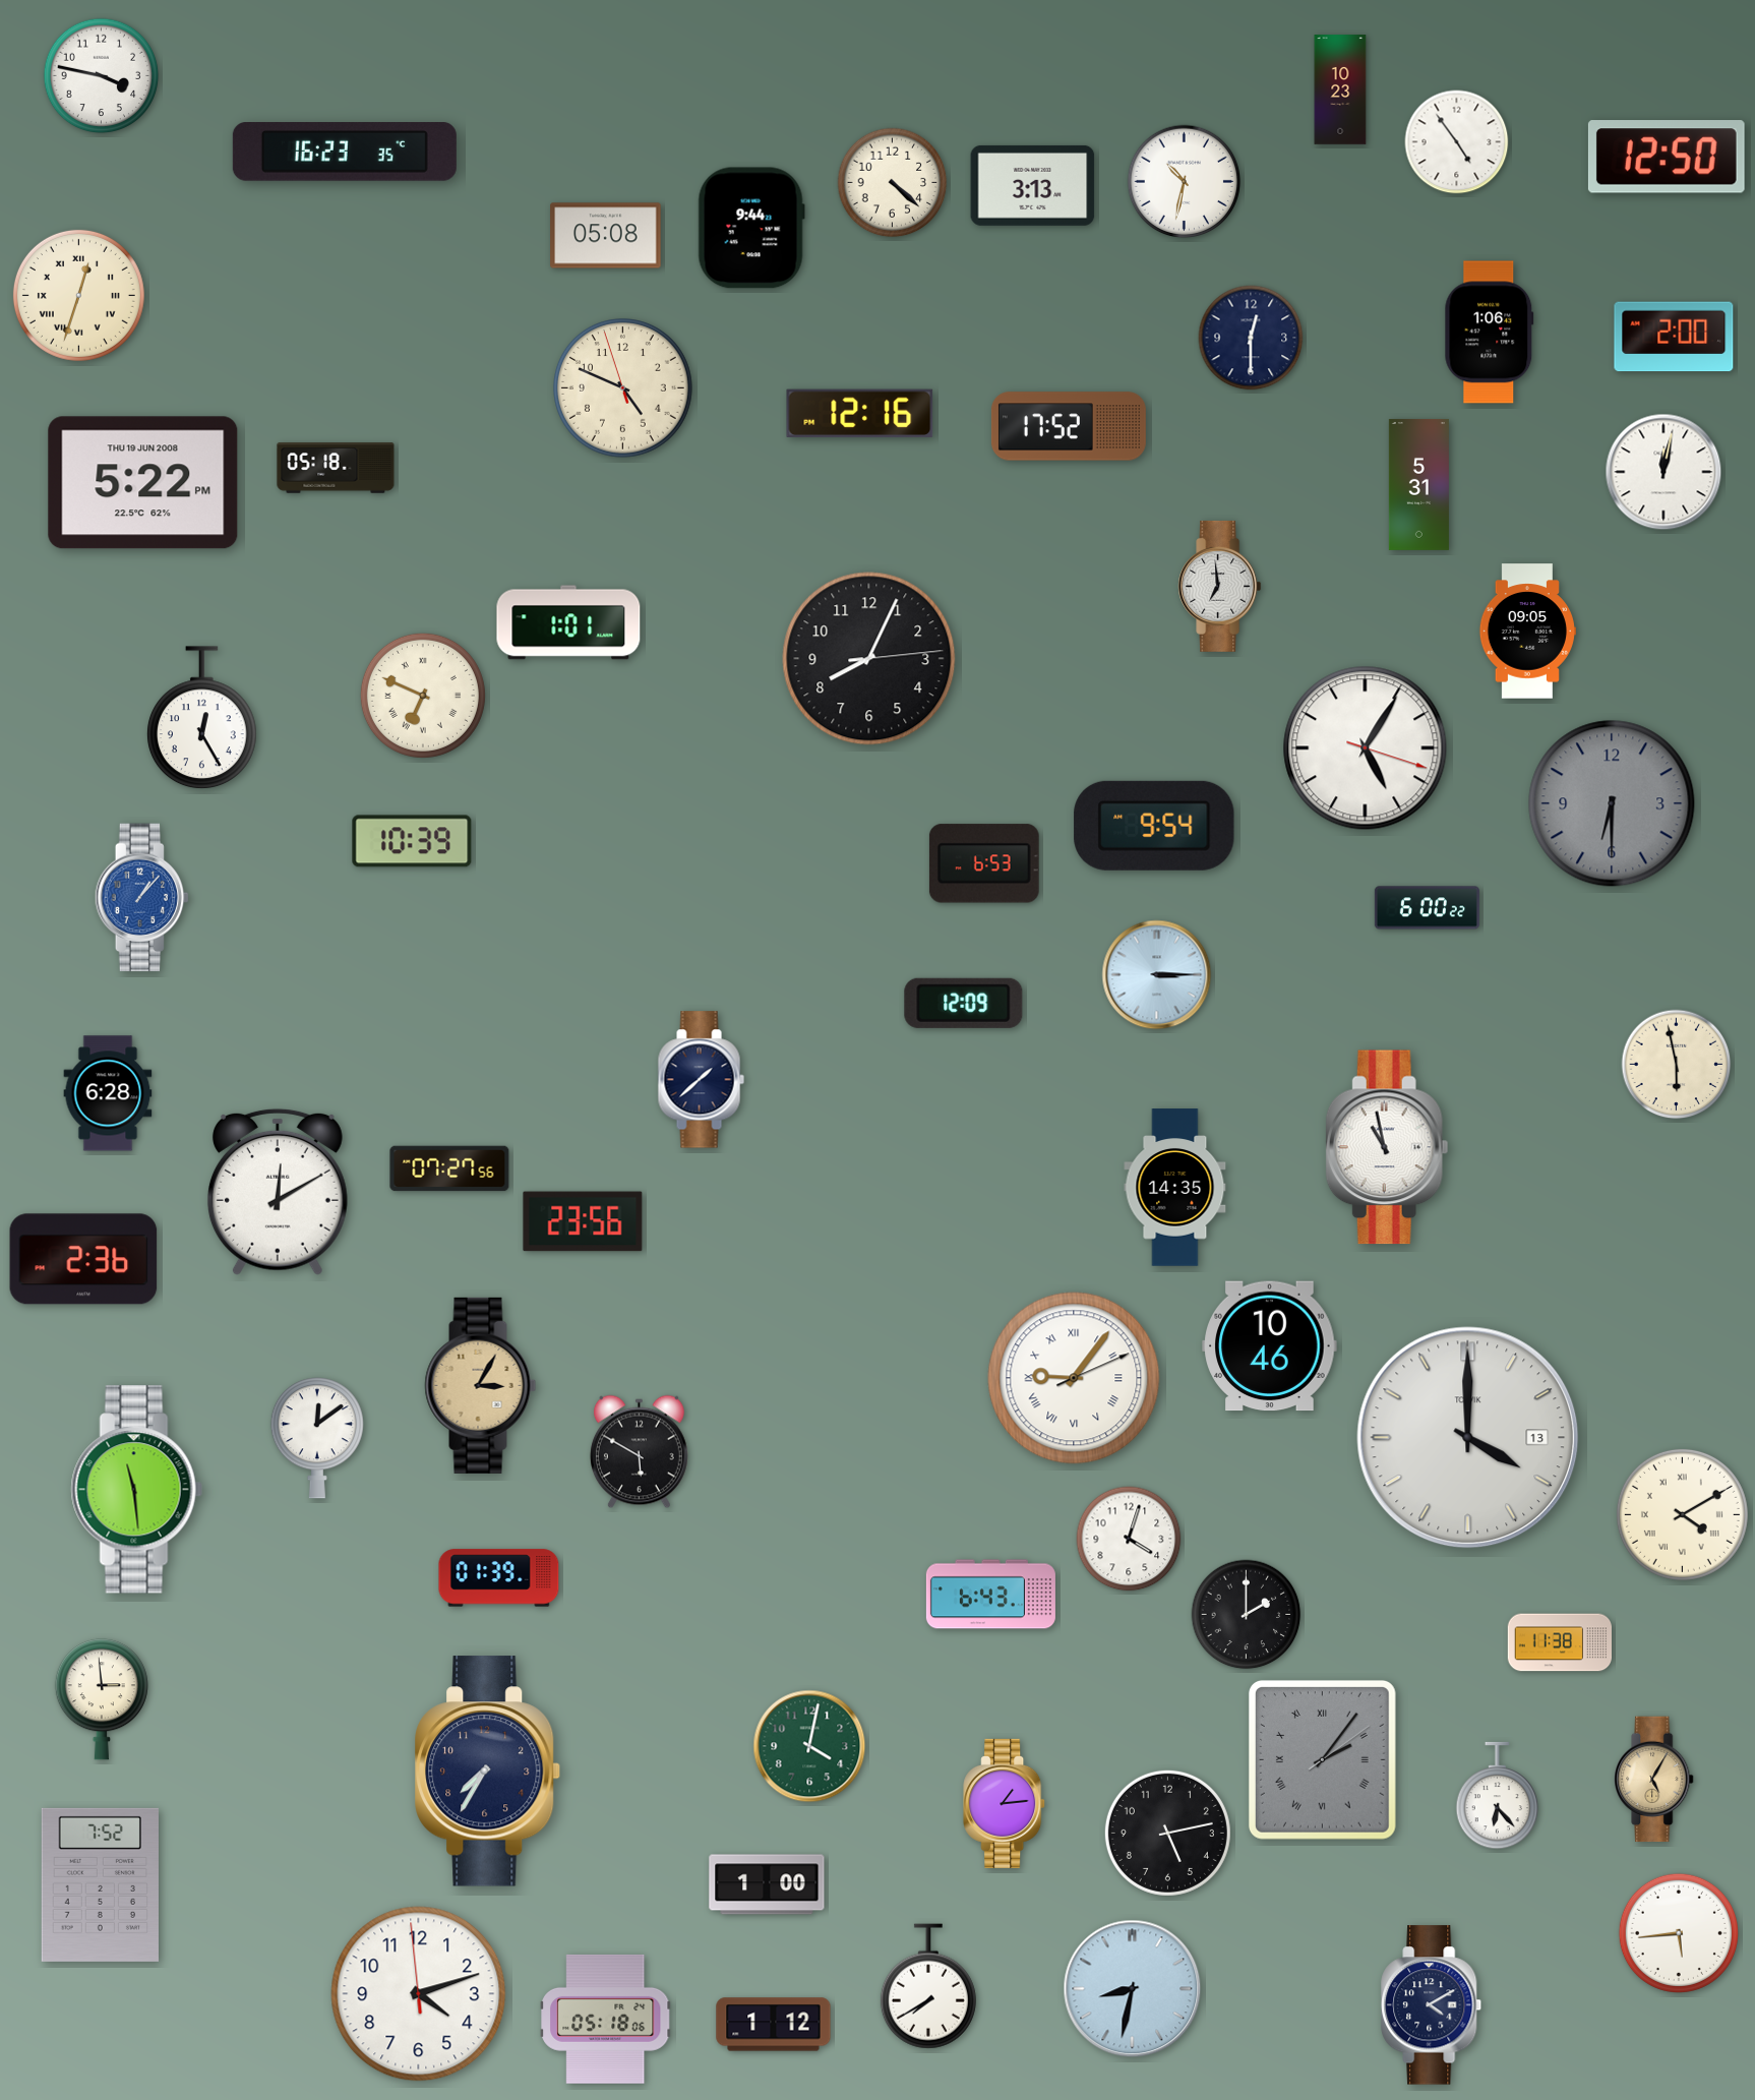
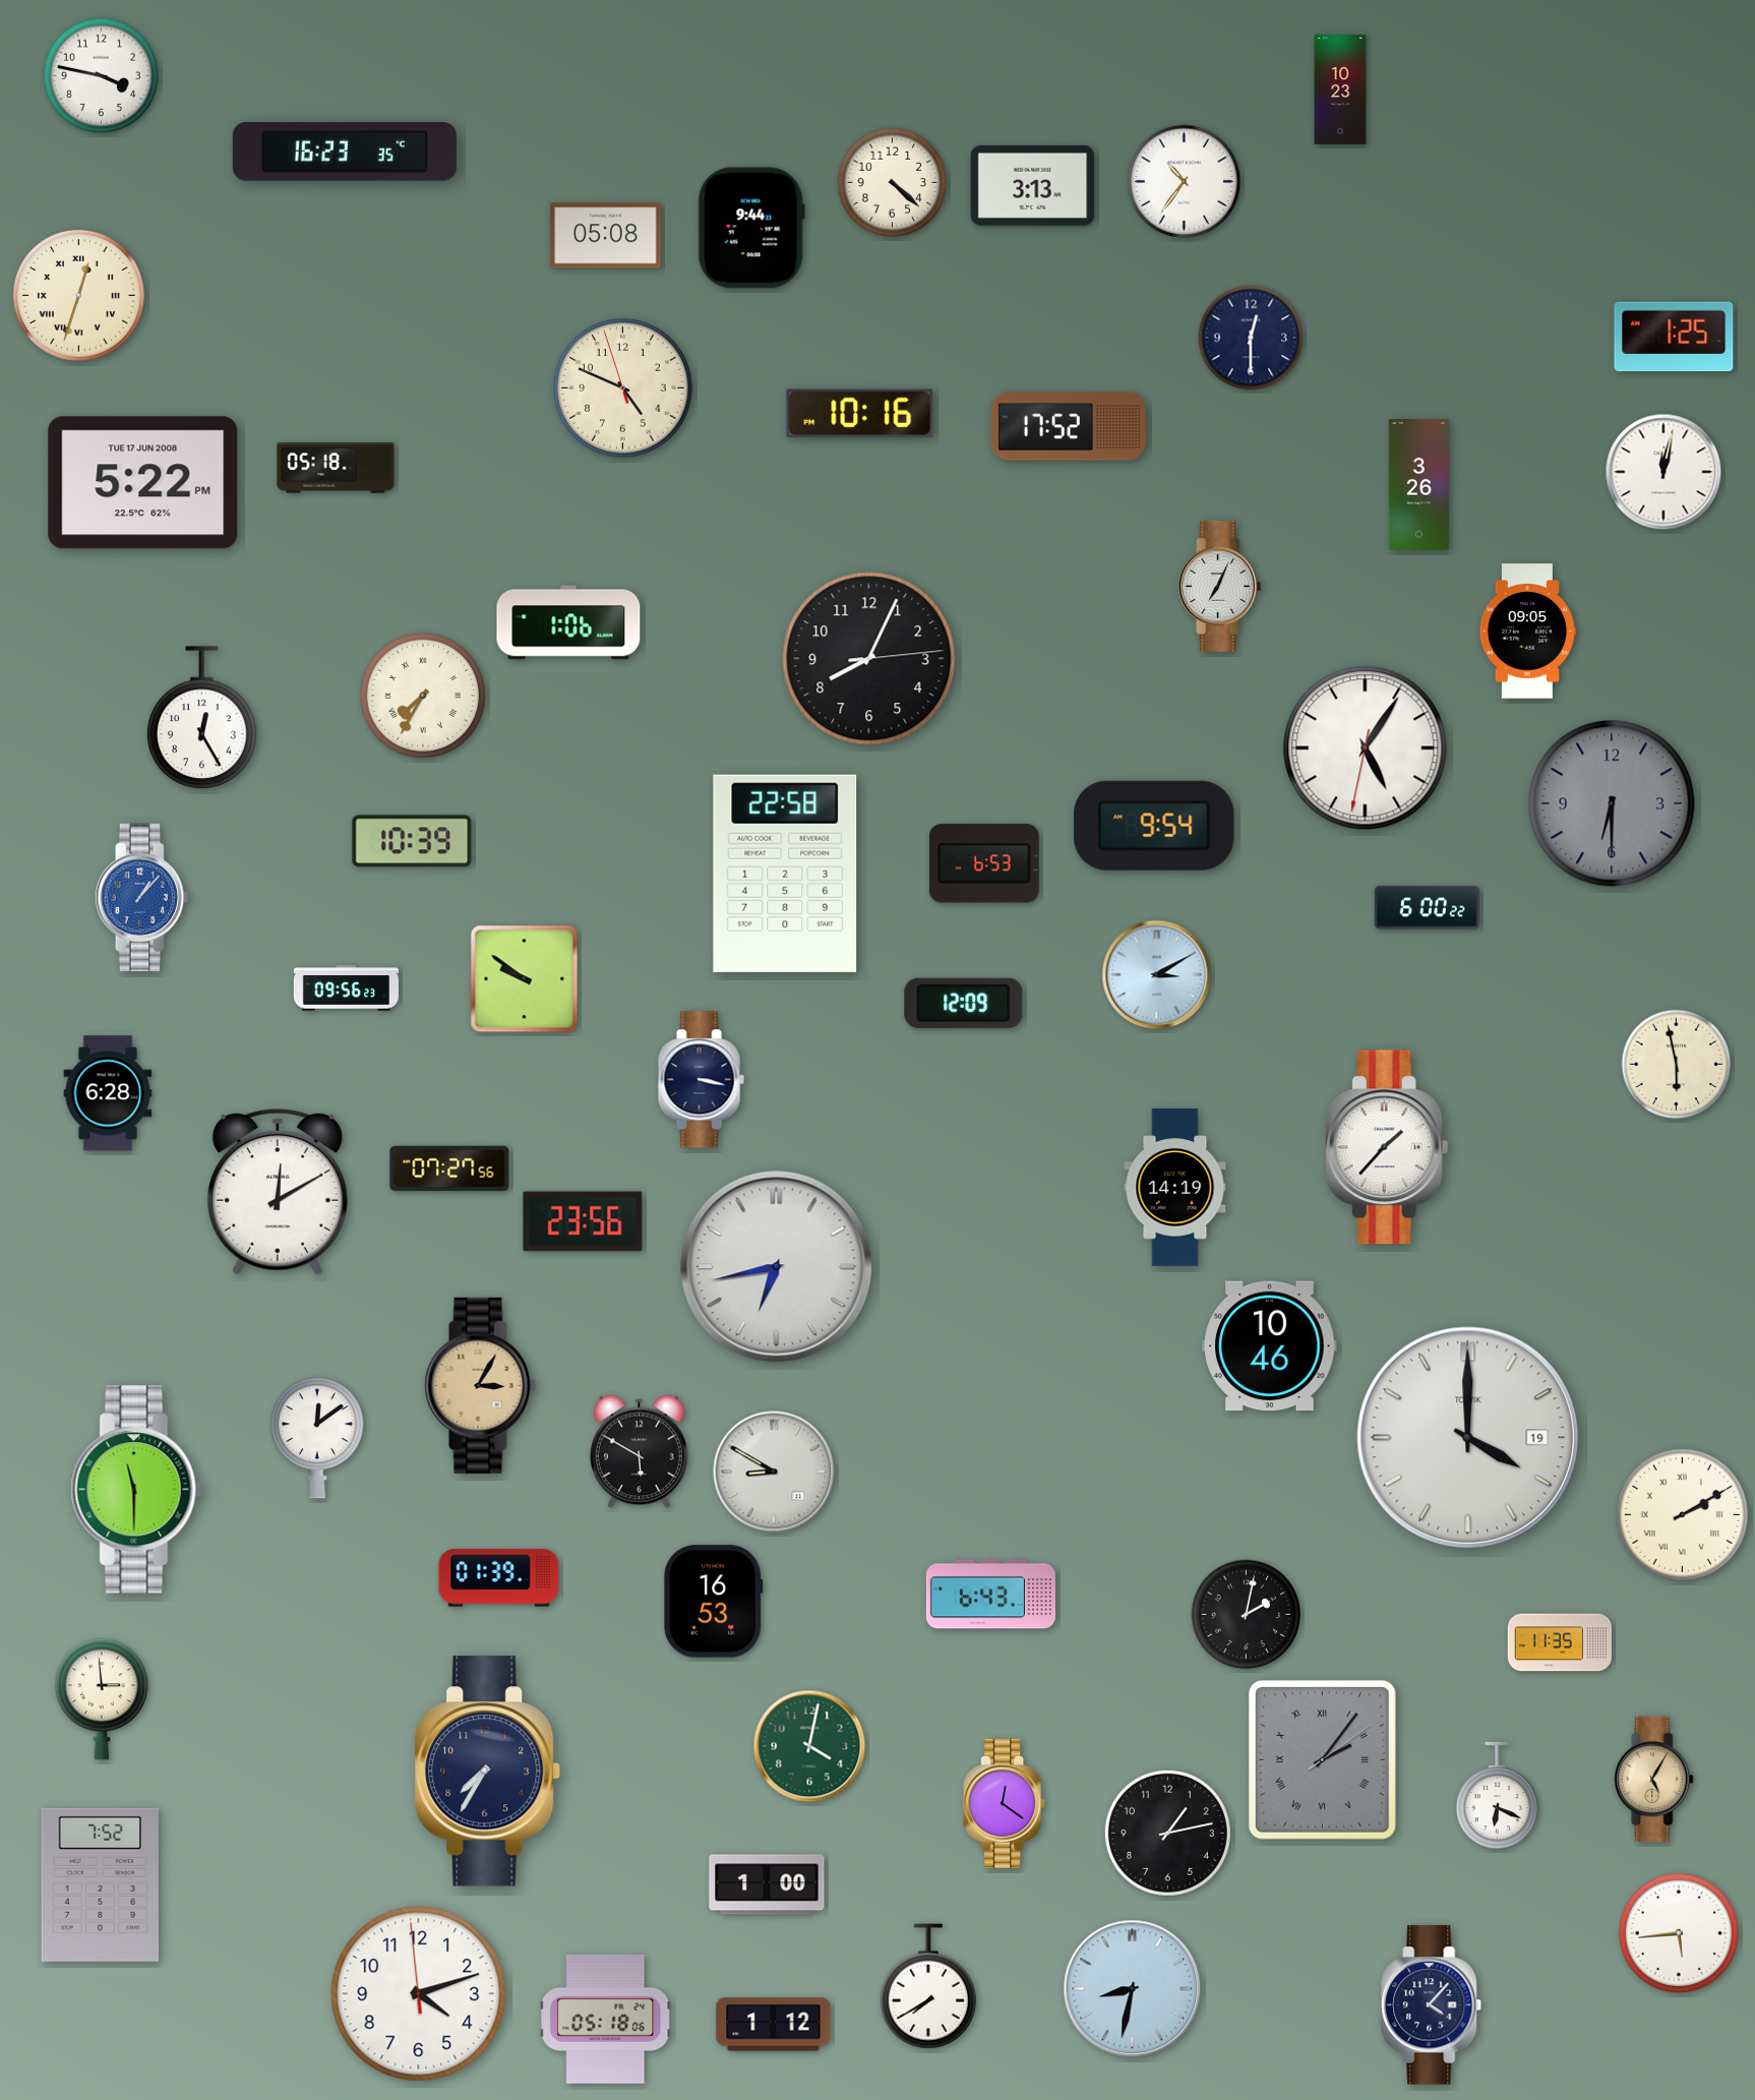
clock at (1457, 142): 4:54 -> none
clock at (1667, 157): 12:50 -> none
clock at (1185, 182): 10:32 -> 10:36
clock at (1490, 333): 1:06 -> none
clock at (1674, 337): 2:00 -> 1:25
clock at (860, 413): 12:16 -> 10:16
clock at (143, 483) date: THU 19 JUN 2008 -> TUE 17 JUN 2008
clock at (1418, 484): 5:31 -> 3:26
clock at (1220, 586): 6:59 -> 7:04
clock at (568, 622): 1:01 -> 1:06
clock at (423, 696): 6:49 -> 7:35
clock at (1366, 748): 5:05:18 -> 5:05:32
clock at (785, 874): none -> 22:58
clock at (1157, 975): 3:15 -> 3:10
clock at (525, 979): none -> 9:51
clock at (346, 988): none -> 09:56
clock at (701, 1080): 1:38 -> 3:17
clock at (1387, 1147): 10:58 -> 1:37
clock at (1175, 1188): 14:35 -> 14:19
clock at (83, 1259): 2:36 -> none
clock at (777, 1267): none -> 6:43
clock at (1074, 1378): 9:06 -> none
clock at (1468, 1438) date: 13 -> 19
clock at (774, 1472): none -> 8:50
clock at (136, 1490): 11:29 -> 11:30
clock at (1682, 1514): 4:10 -> 2:10
clock at (1129, 1539): 4:03 -> none
clock at (714, 1602): none -> 16:53
clock at (1247, 1615): 2:00 -> 2:02
clock at (1559, 1642): 11:38 -> 11:35
clock at (1498, 1796): 6:23 -> 6:19
clock at (1005, 1803): 1:14 -> 12:21
clock at (1167, 1833): 5:13 -> 1:13
clock at (1432, 2005): 4:10 -> 4:07
